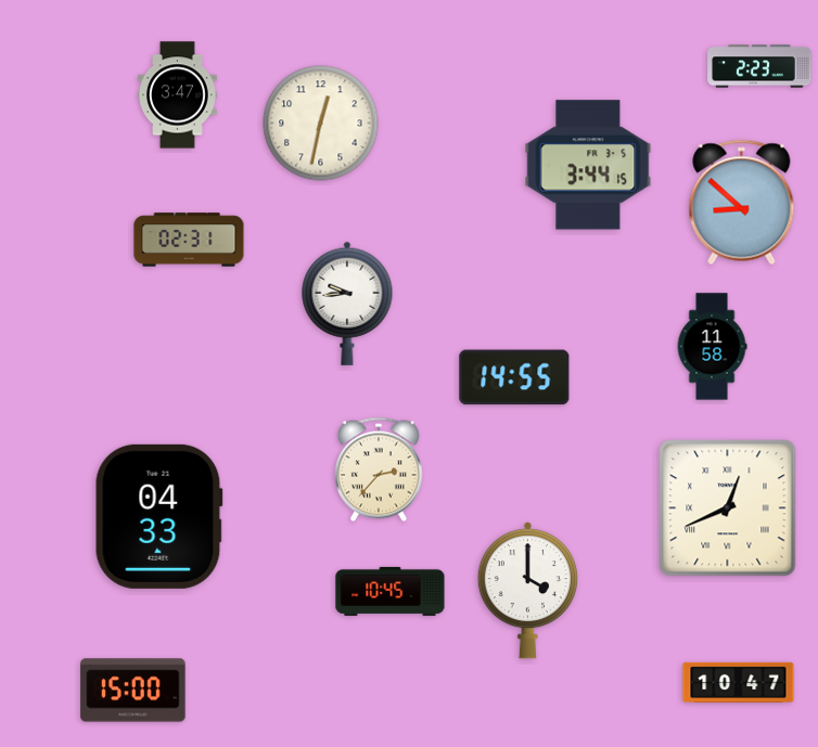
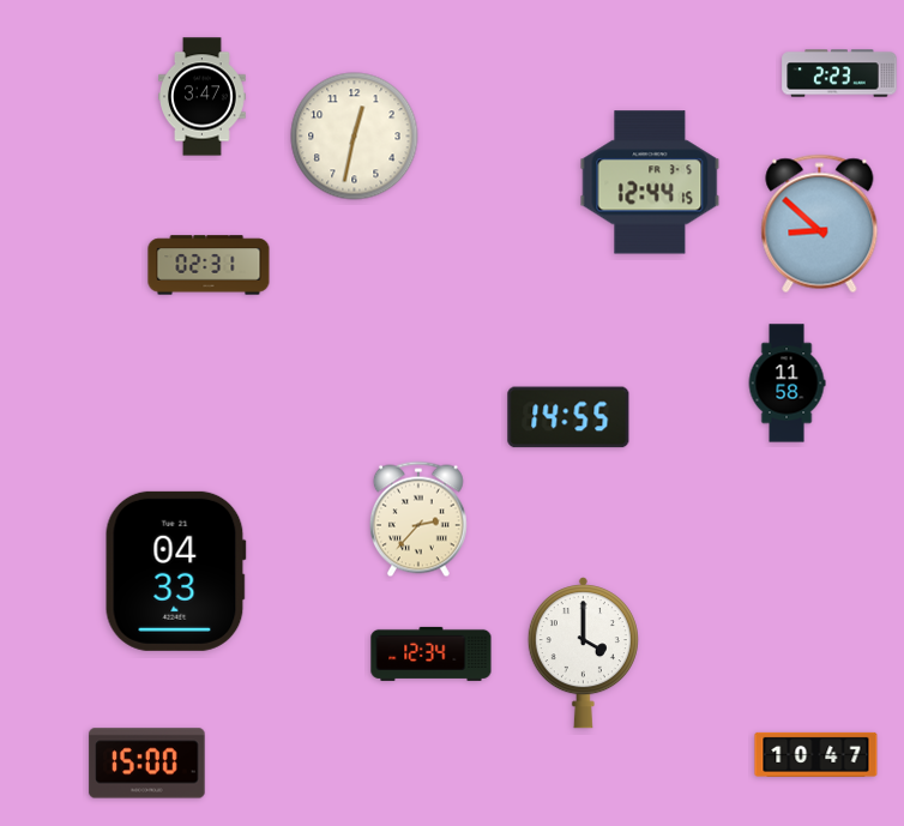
clock at (178, 95) position: (178, 95) -> (203, 97)
clock at (588, 165): 3:44 -> 12:44
clock at (347, 304): 9:44 -> none
clock at (728, 508): 12:41 -> none
clock at (391, 591): 10:45 -> 12:34
